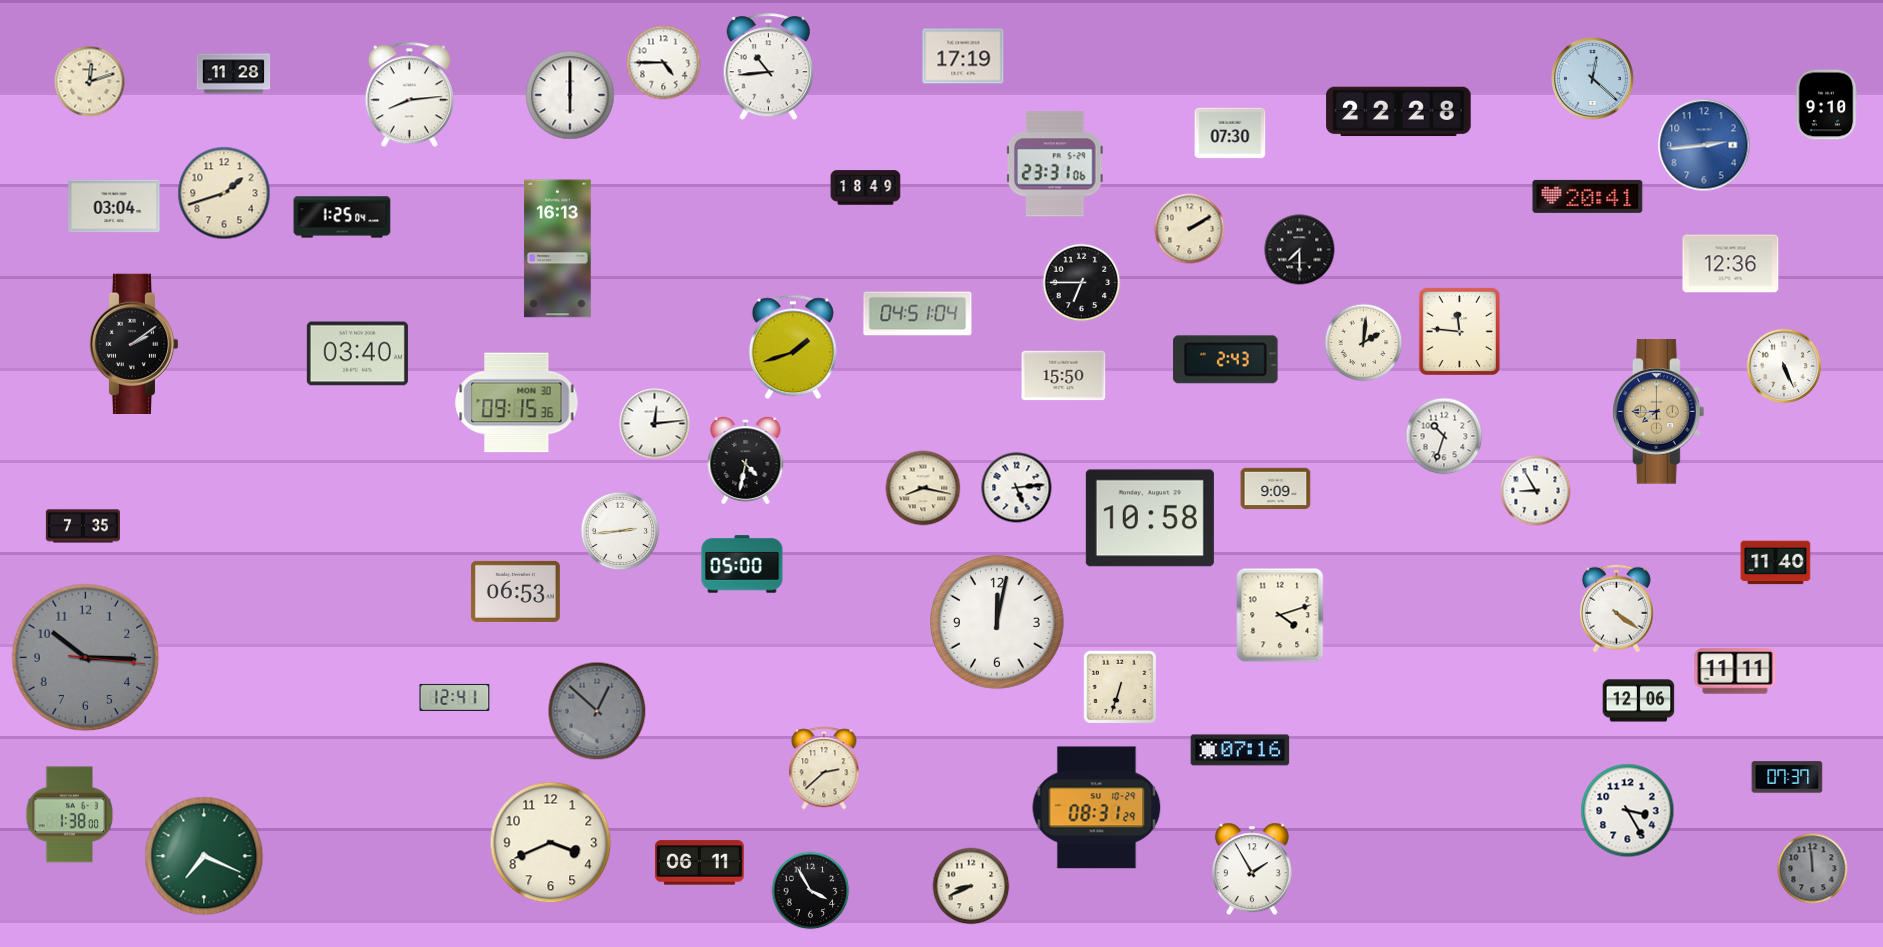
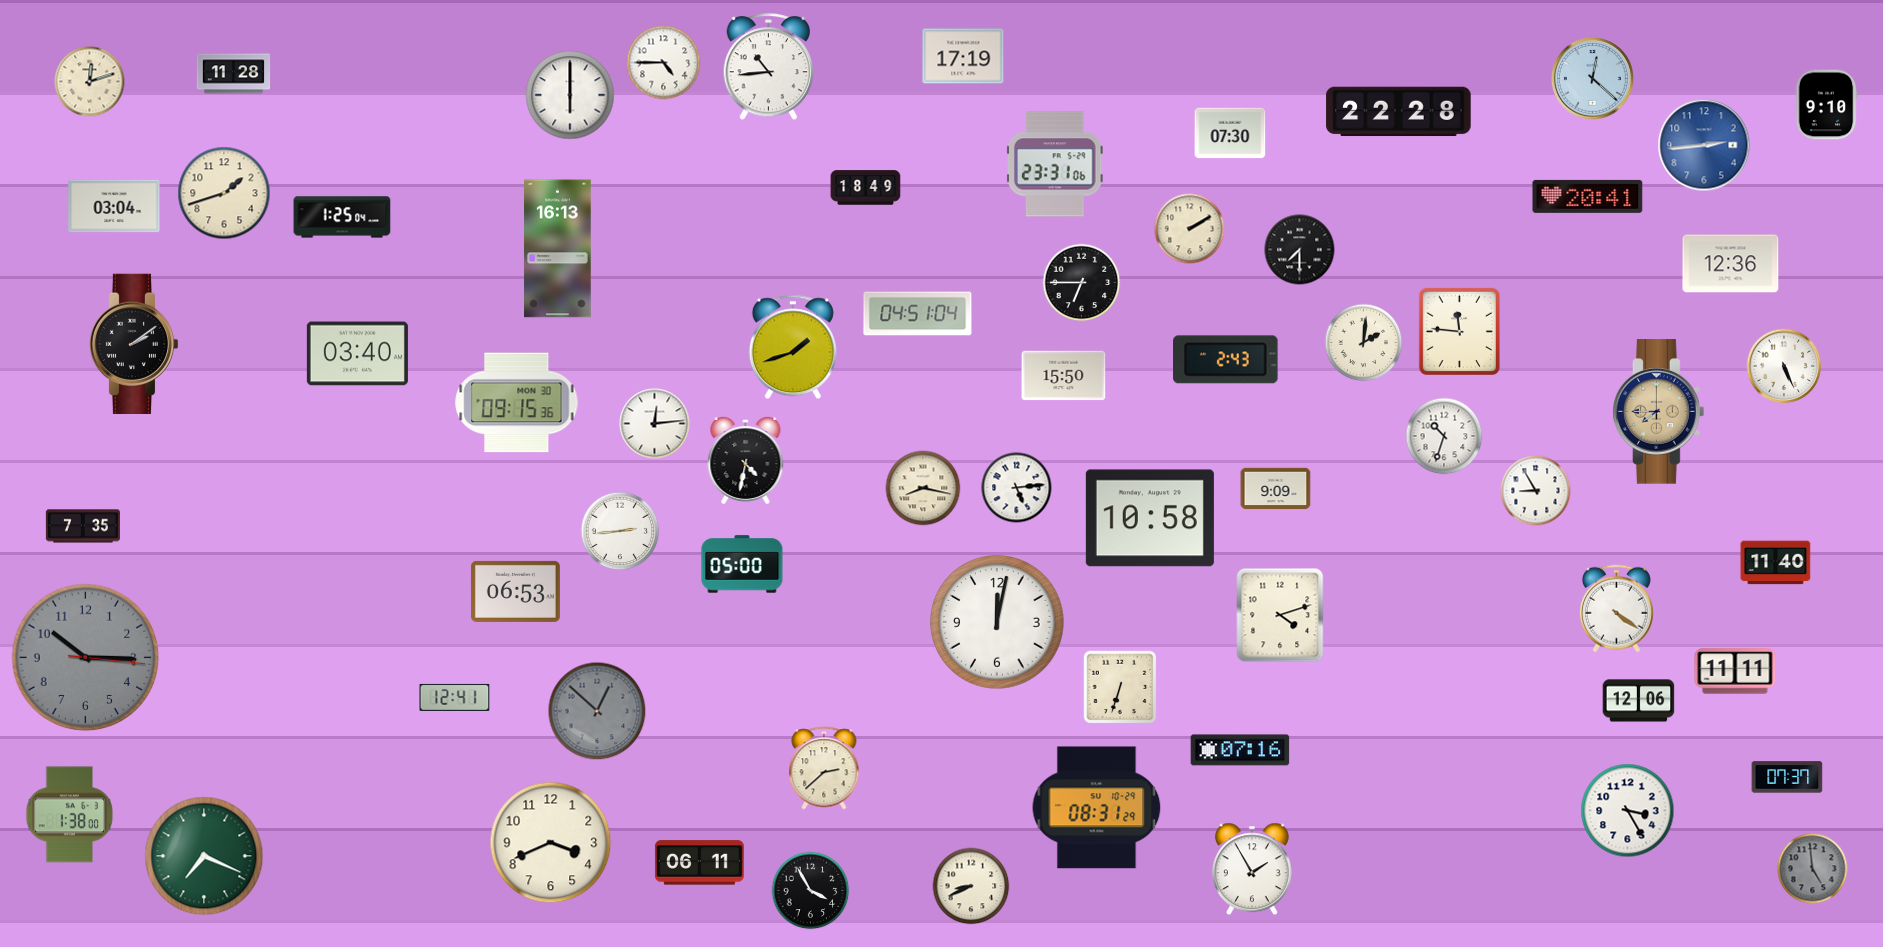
clock at (409, 95): 8:14 -> none
clock at (1813, 869): 11:59 -> 4:59
